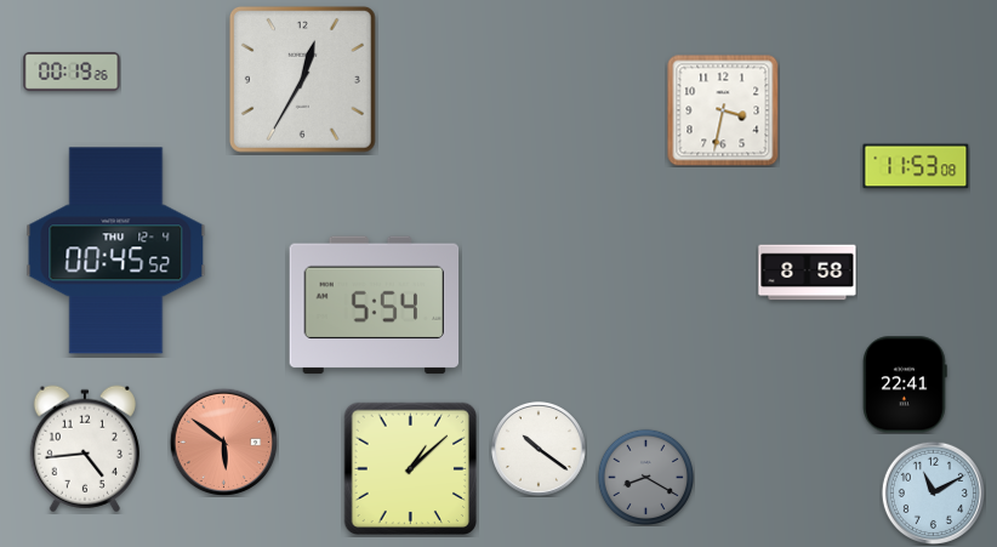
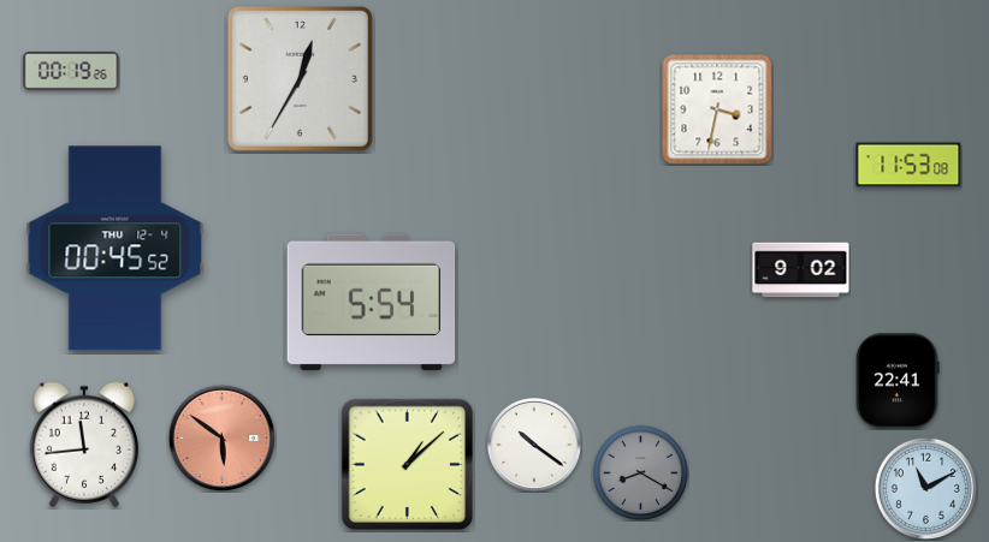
clock at (808, 273): 8:58 -> 9:02
clock at (85, 449): 4:44 -> 11:44
